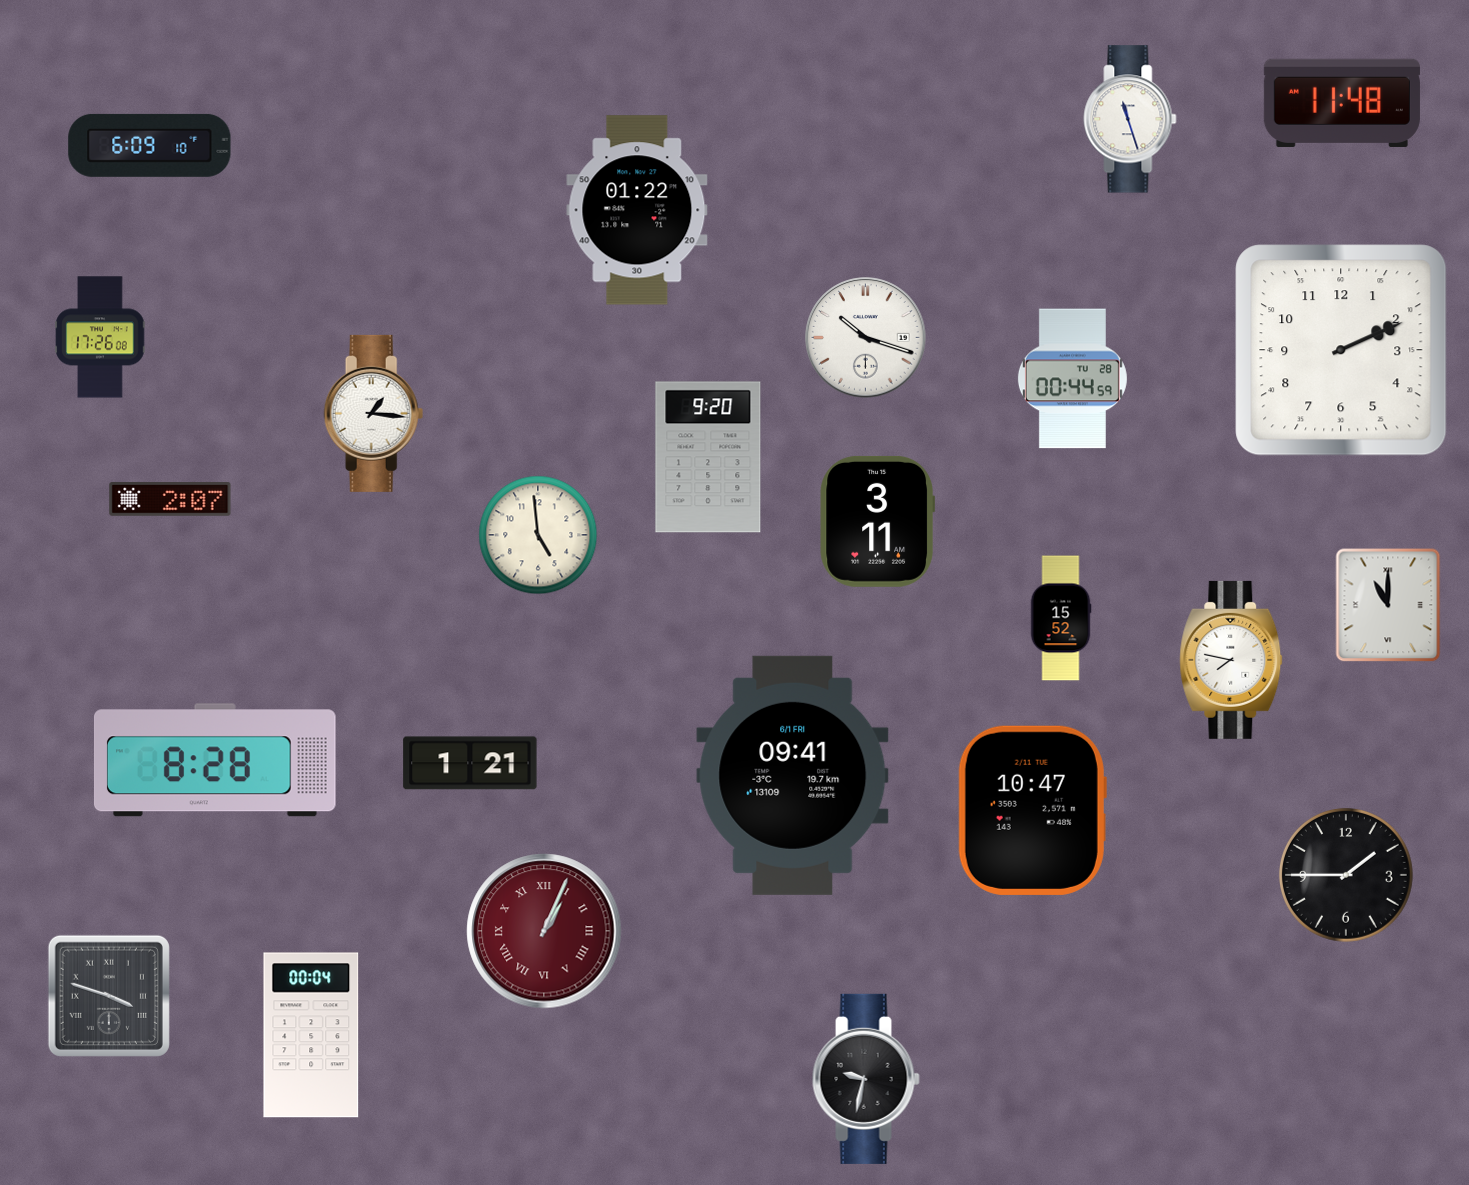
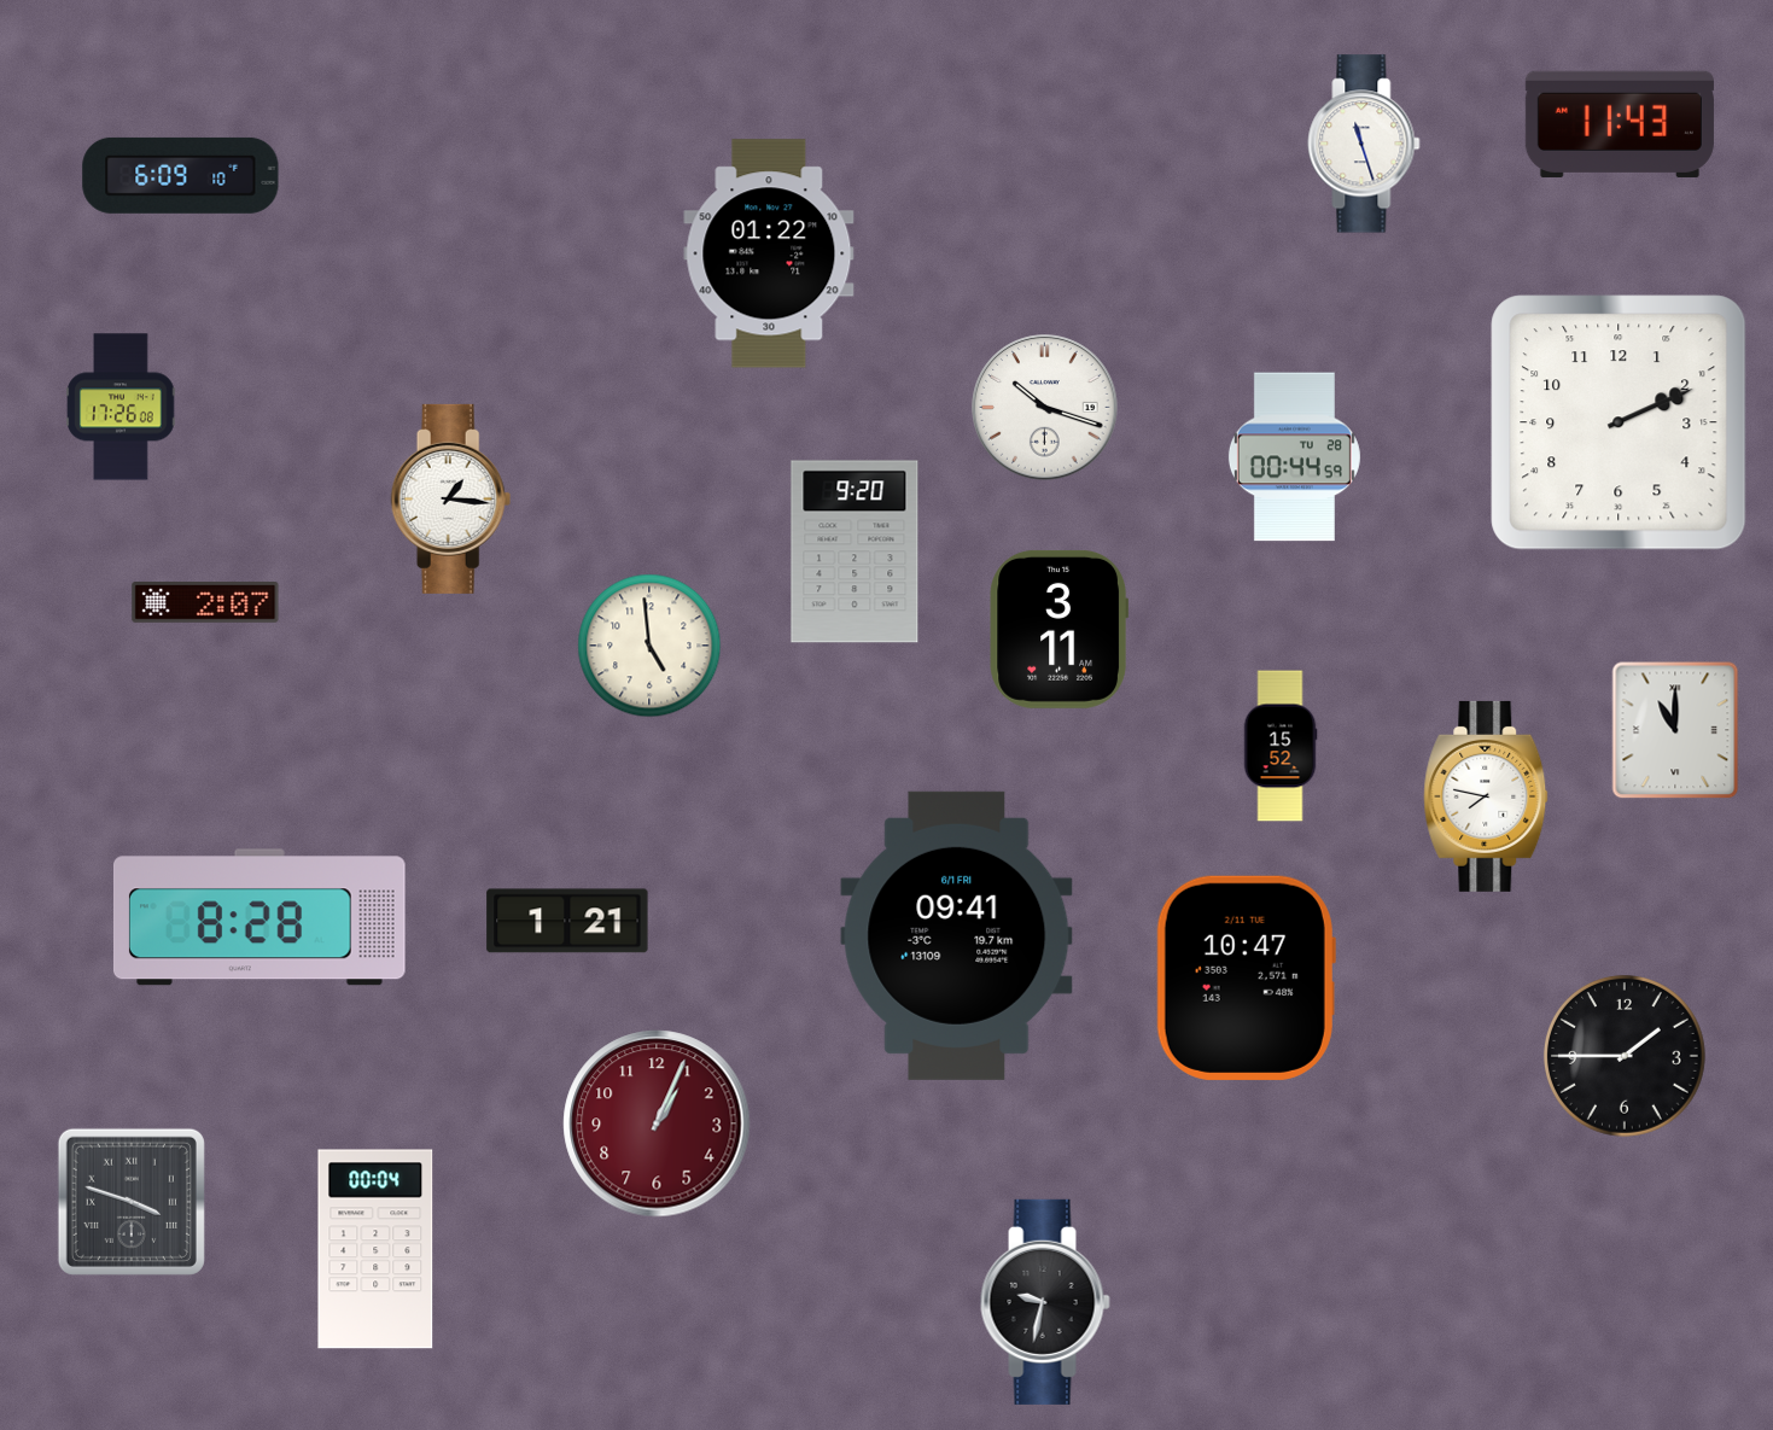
clock at (1342, 102): 11:48 -> 11:43
clock at (544, 931) numerals: Roman -> Arabic
